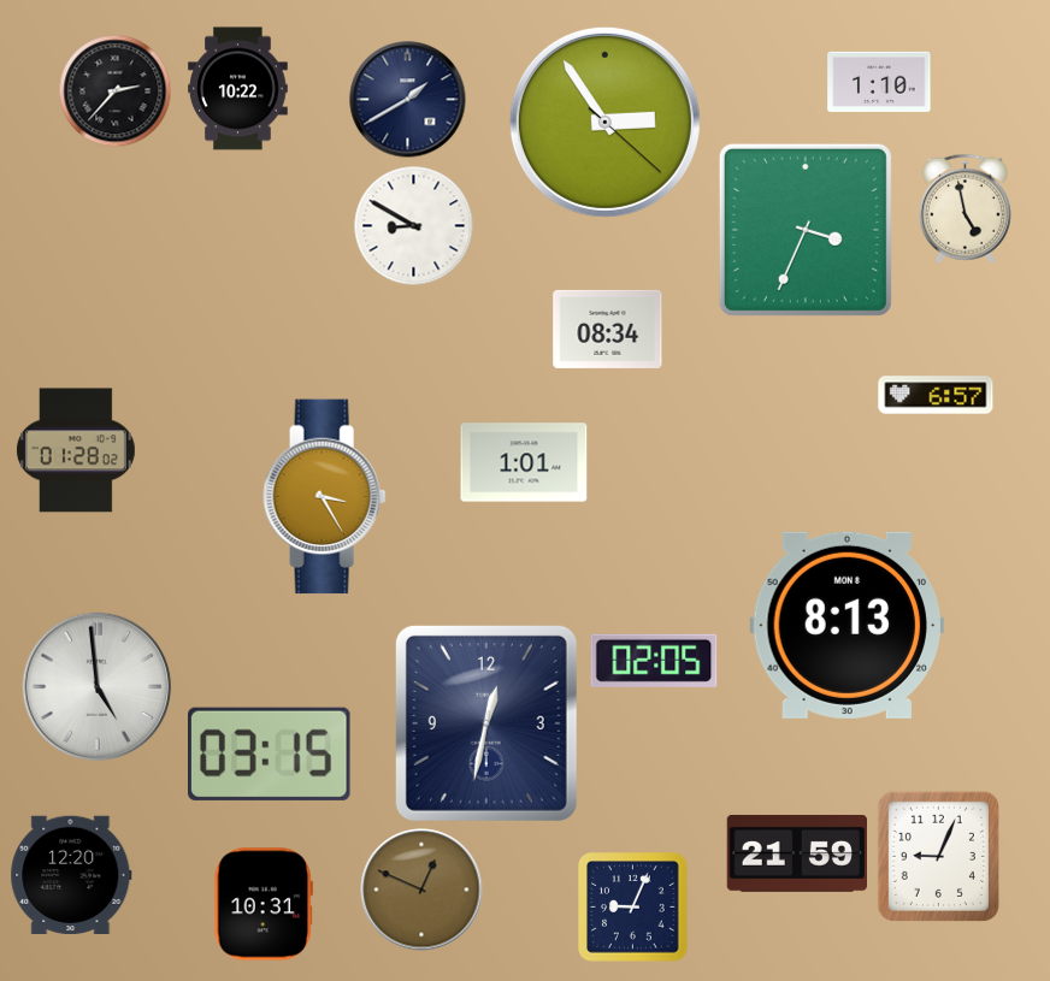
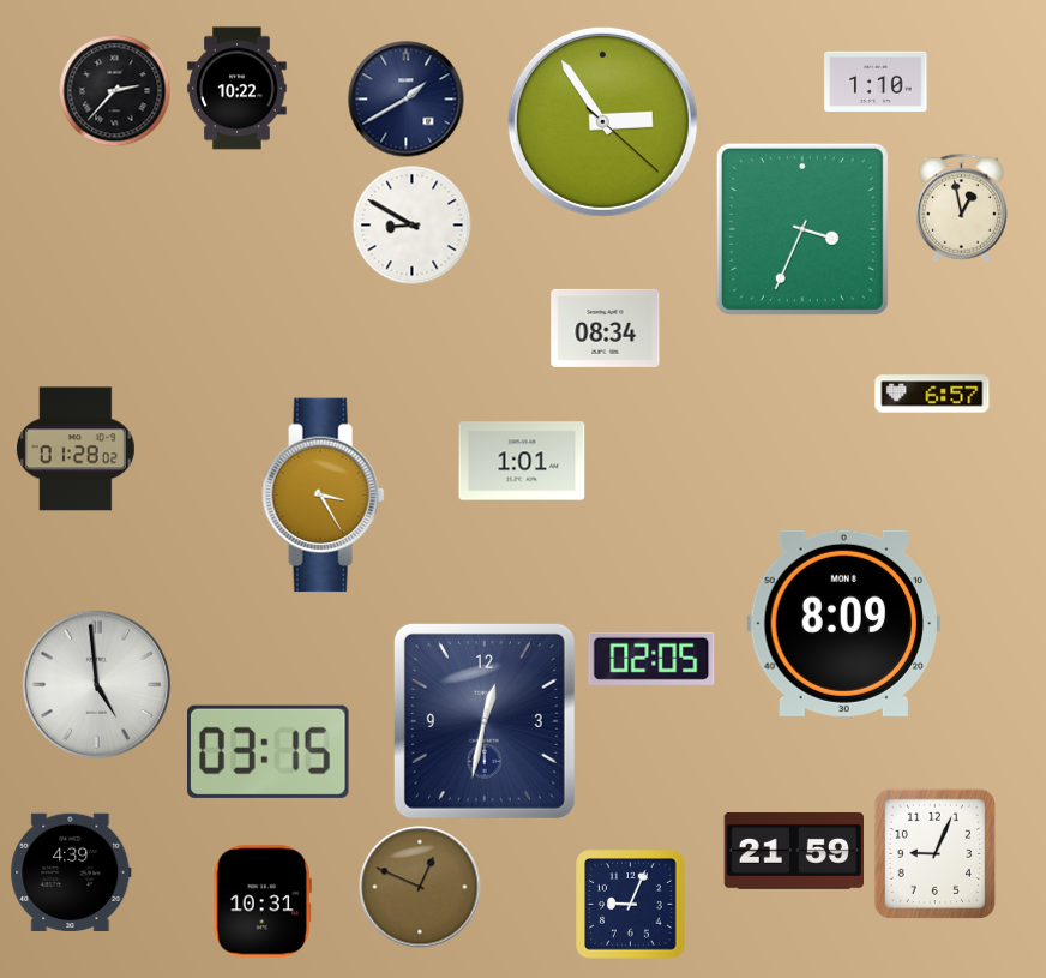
clock at (965, 208): 4:58 -> 12:58
clock at (848, 625): 8:13 -> 8:09
clock at (71, 874): 12:20 -> 4:39
